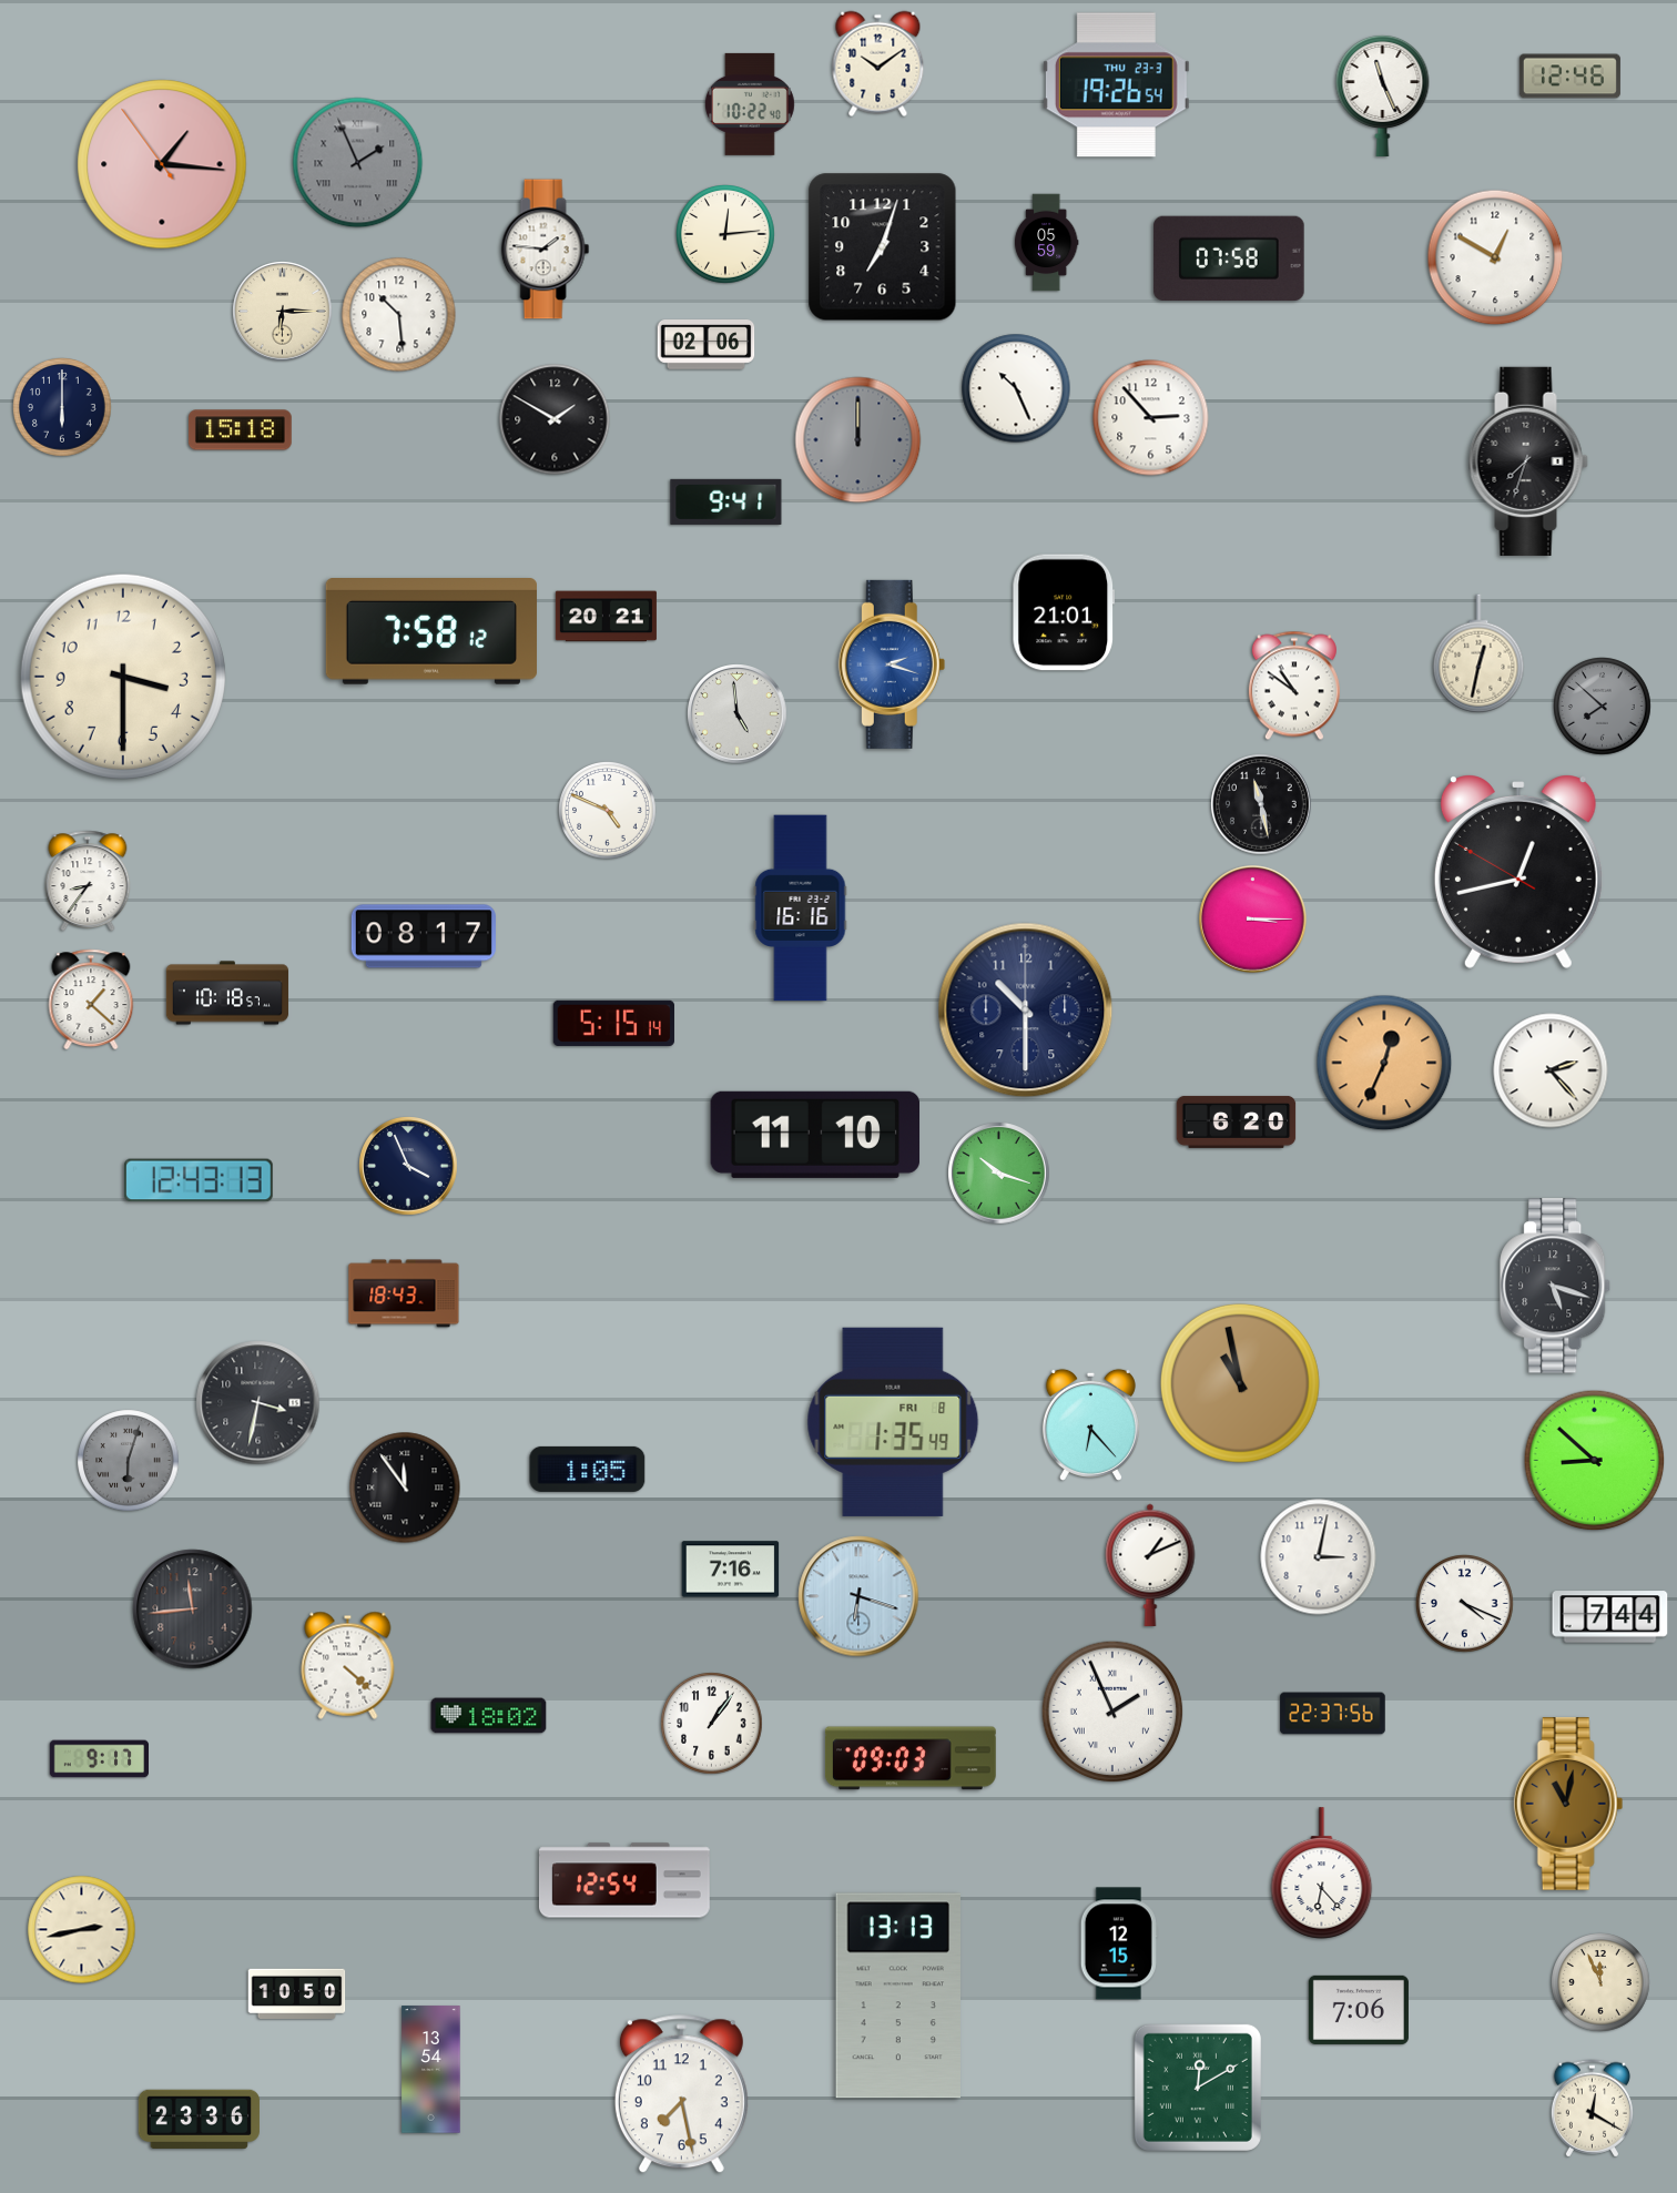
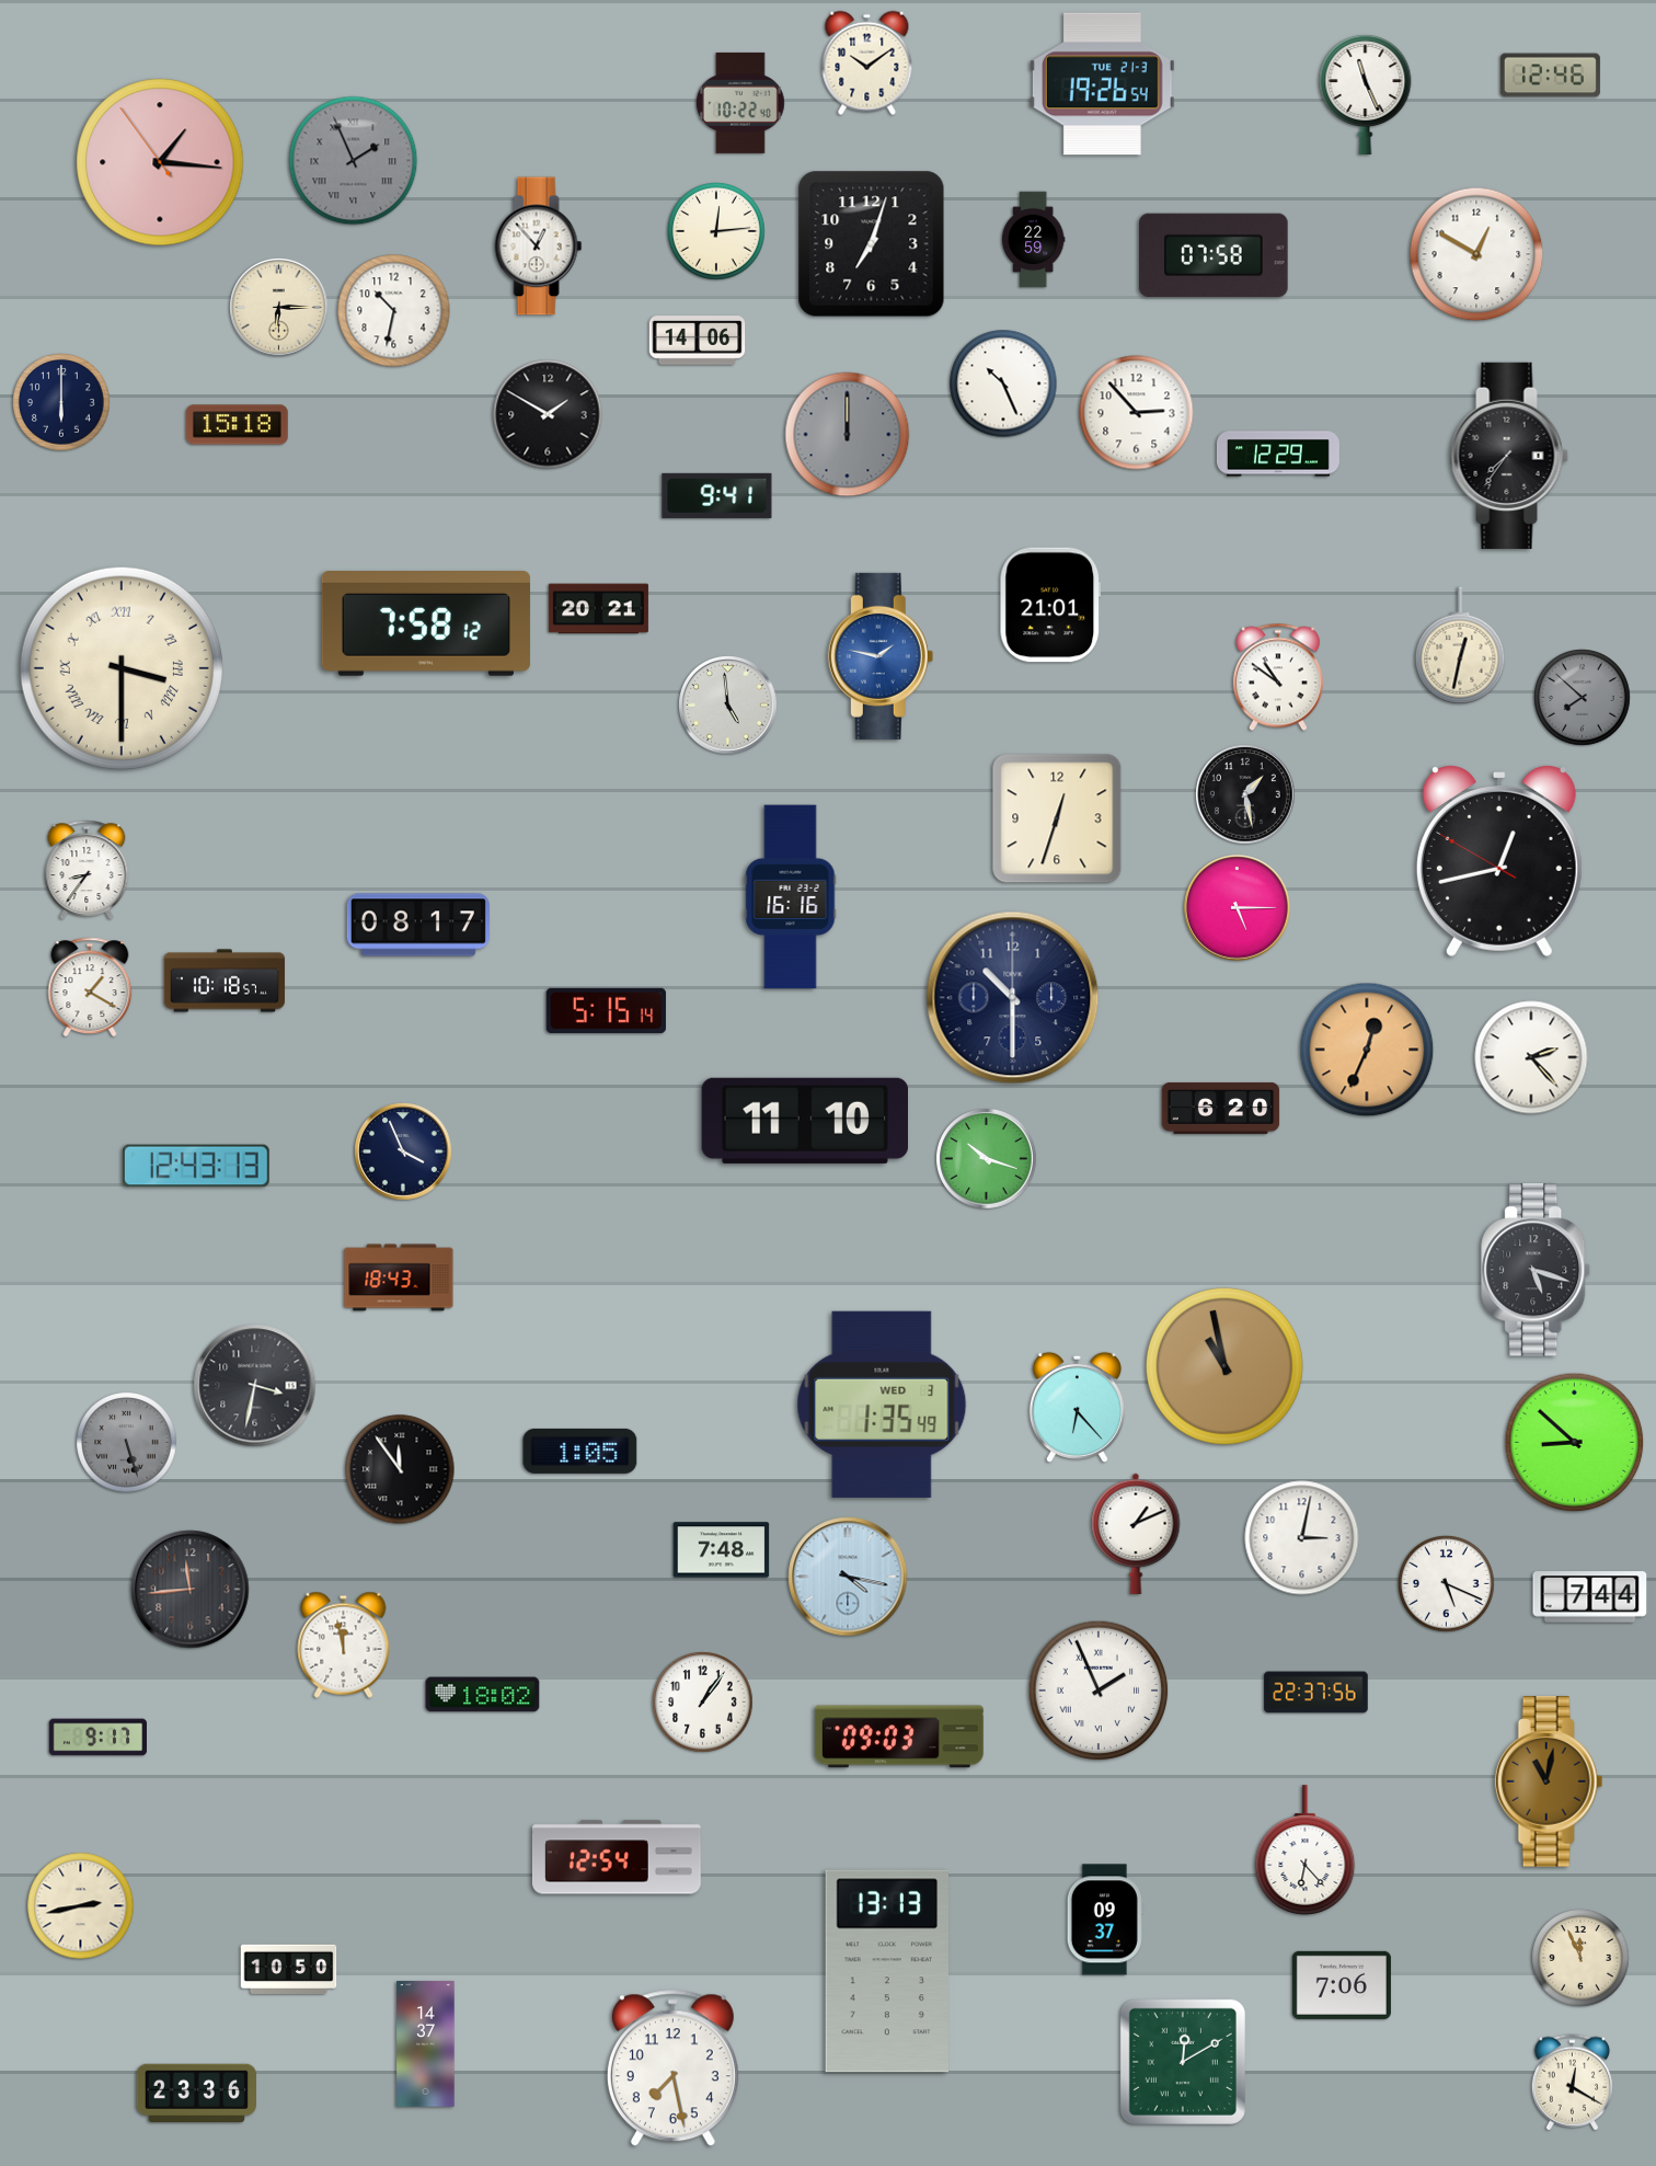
clock at (1116, 85) date: THU 23-3 -> TUE 21-3
clock at (1046, 243): 05:59 -> 22:59
clock at (546, 250): 1:46 -> 12:53
clock at (399, 315): 10:29 -> 10:32
clock at (707, 345): 02:06 -> 14:06
clock at (1278, 454): none -> 12:29
clock at (1528, 461): 7:33 -> 7:36
clock at (892, 664): 2:18 -> 1:47
clock at (123, 677) numerals: Arabic -> Roman
clock at (1261, 804): 11:28 -> 1:28
clock at (608, 811): 4:49 -> none
clock at (1057, 818): none -> 12:33
clock at (1253, 920): 3:15 -> 5:15
clock at (91, 999): 1:22 -> 1:20
clock at (893, 1422) date: FRI 8 -> WED 3
clock at (129, 1461): 6:03 -> 5:27
clock at (1150, 1565) position: (1150, 1565) -> (1136, 1534)
clock at (731, 1570): 7:16 -> 7:48
clock at (858, 1596): 6:18 -> 4:17
clock at (1465, 1604): 4:19 -> 5:19
clock at (348, 1665): 4:22 -> 11:58
clock at (1119, 1943): 12:15 -> 09:37
clock at (297, 1993) position: (297, 1993) -> (289, 1969)
clock at (431, 2070): 13:54 -> 14:37
